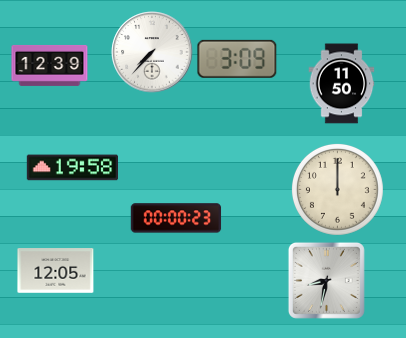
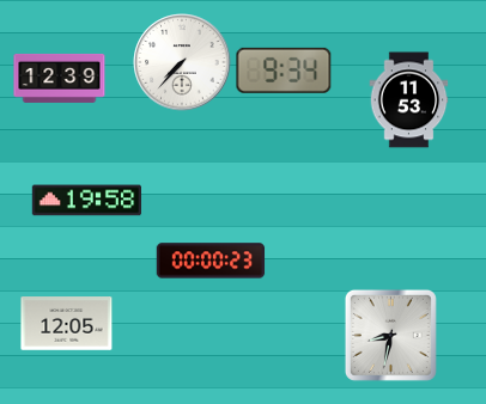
clock at (237, 59): 3:09 -> 9:34
clock at (342, 84): 11:50 -> 11:53
clock at (337, 189): 12:00 -> none
